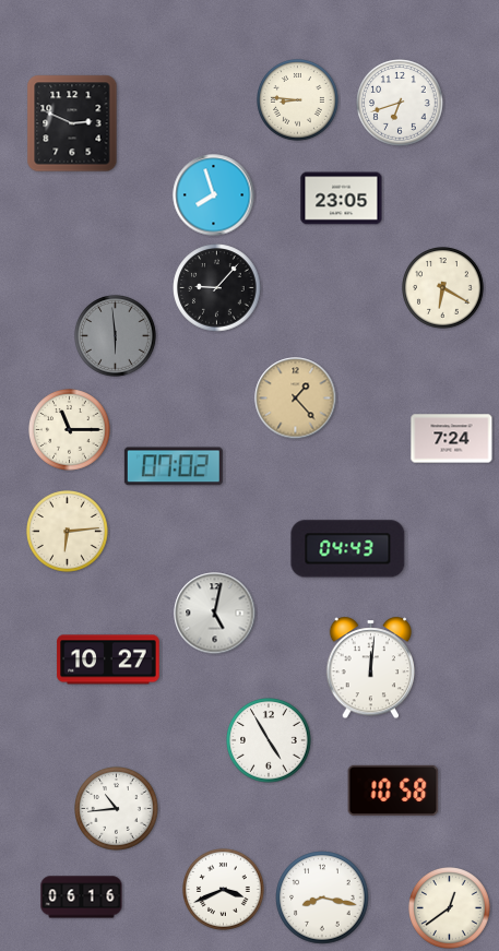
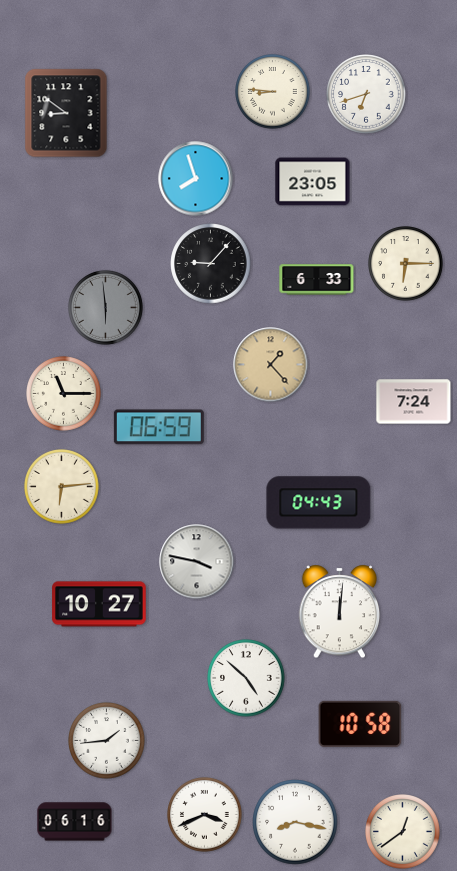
clock at (72, 123): 2:49 -> 8:51
clock at (217, 288) position: (217, 288) -> (211, 264)
clock at (443, 288): 6:20 -> 6:15
clock at (317, 280): none -> 6:33
clock at (174, 466): 07:02 -> 06:59
clock at (215, 614): 5:02 -> 3:47
clock at (269, 740): 4:55 -> 4:52
clock at (117, 809): 10:44 -> 1:44
clock at (450, 908) position: (450, 908) -> (403, 832)
